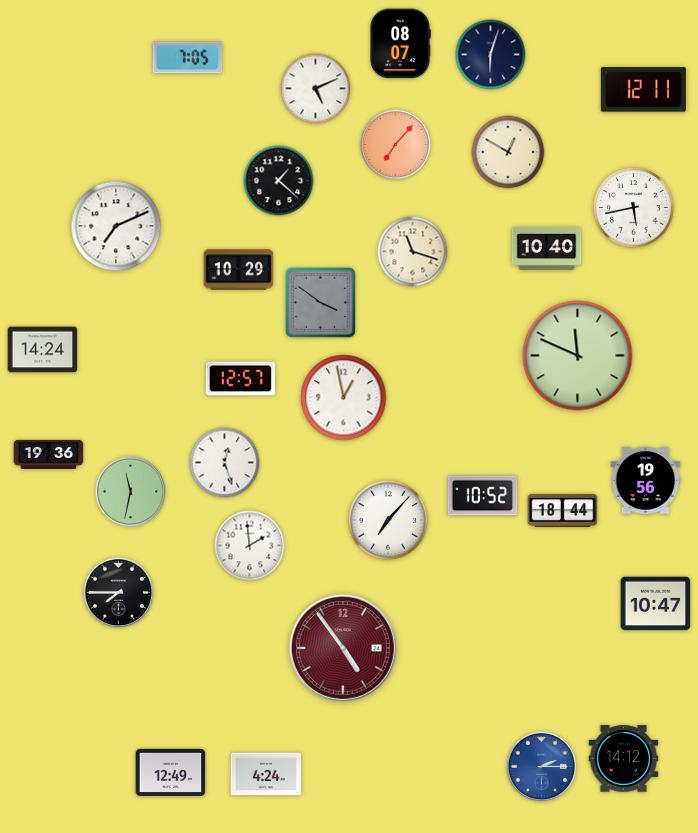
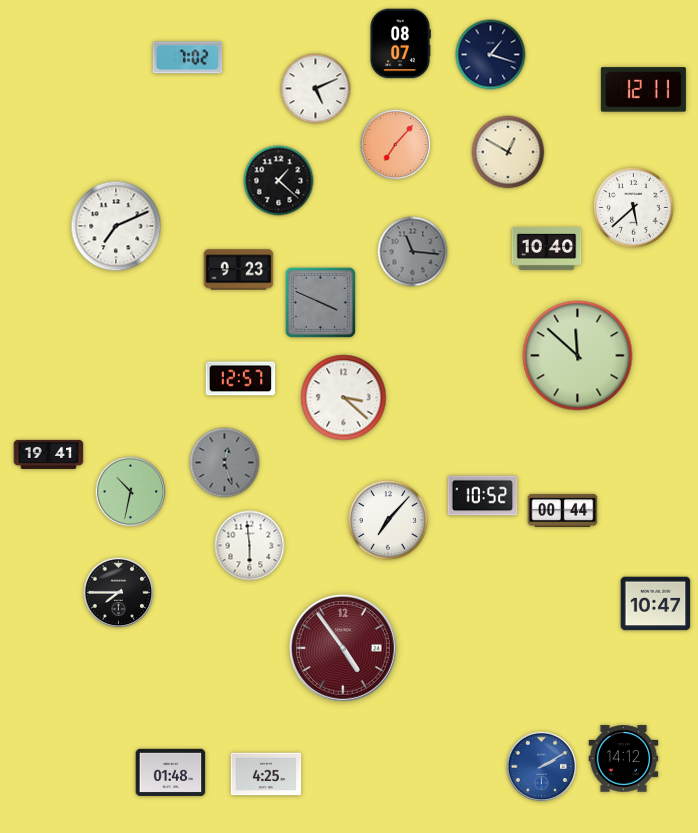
clock at (491, 55): 6:03 -> 1:18
clock at (188, 58): 7:05 -> 7:02
clock at (634, 208): 5:43 -> 5:38
clock at (413, 252): 11:18 -> 11:16
clock at (413, 252) dial: cream -> grey
clock at (239, 270): 10:29 -> 9:23
clock at (320, 302): 3:51 -> 3:49
clock at (43, 350): 14:24 -> none
clock at (578, 356): 11:49 -> 11:52
clock at (344, 398): 12:58 -> 3:22
clock at (49, 454): 19:36 -> 19:41
clock at (225, 463) dial: white -> grey
clock at (646, 480): 19:56 -> none
clock at (131, 492): 11:32 -> 10:32
clock at (563, 510): 18:44 -> 00:44
clock at (250, 546): 1:59 -> 5:59
clock at (542, 767): 2:15 -> 2:10
clock at (171, 772): 12:49 -> 01:48
clock at (266, 774): 4:24 -> 4:25
